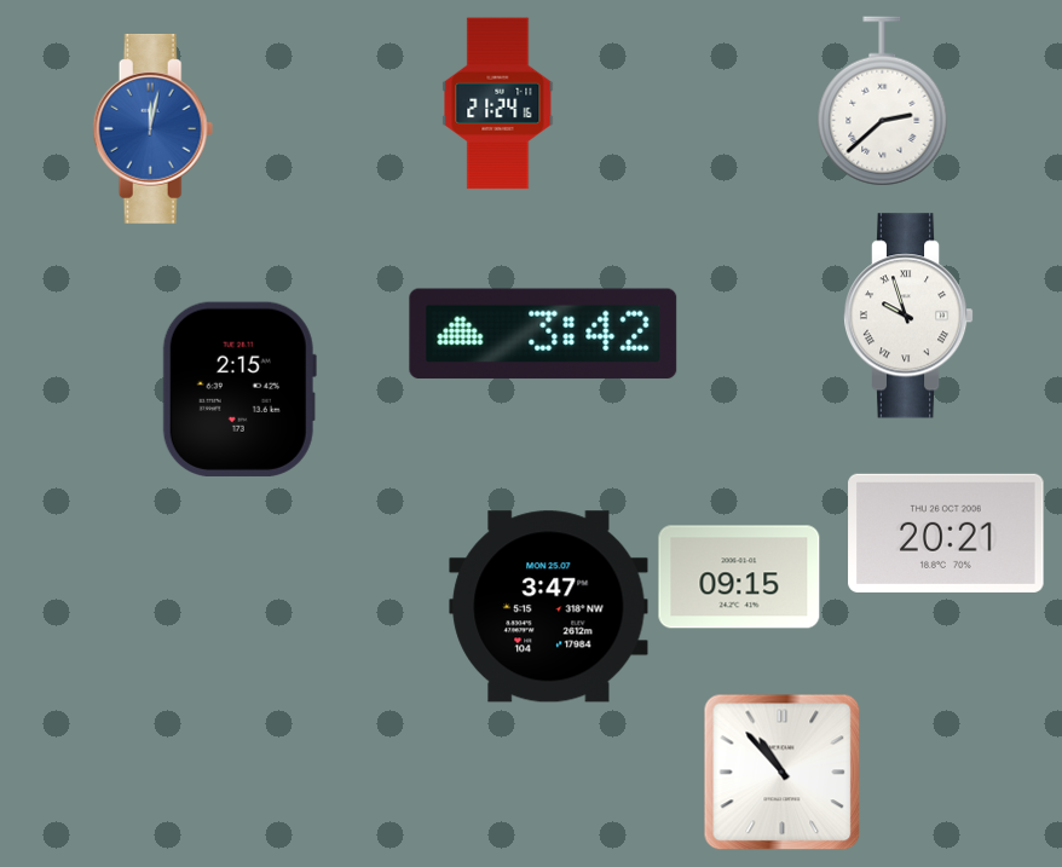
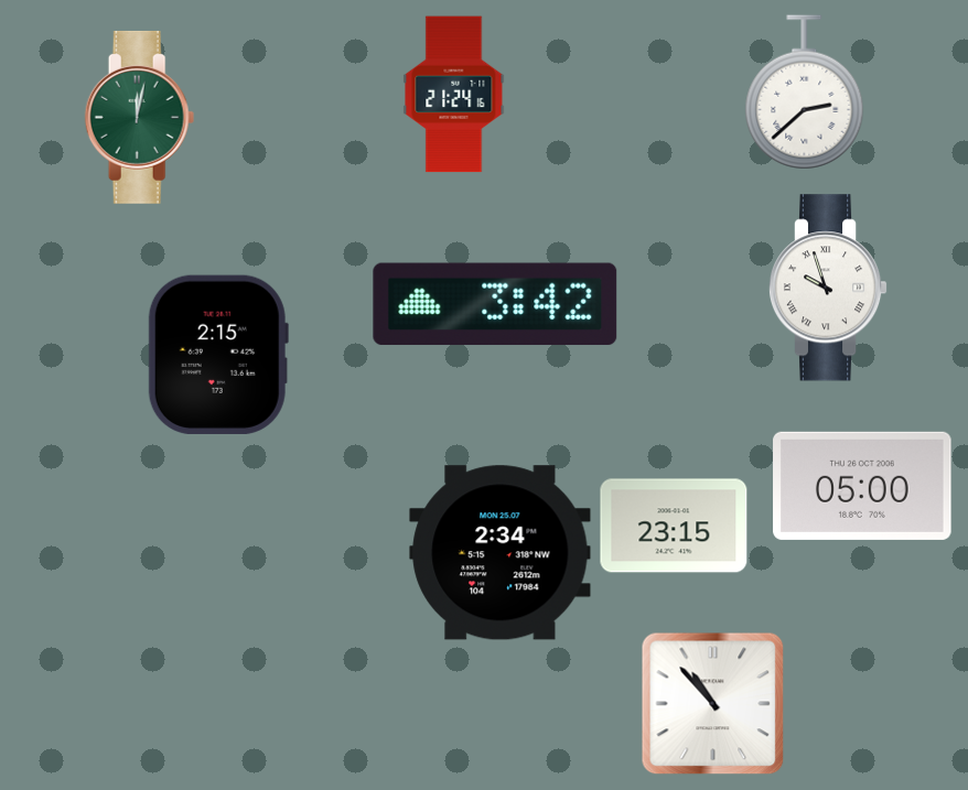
clock at (154, 128) dial: blue -> green
clock at (946, 533): 20:21 -> 05:00
clock at (739, 577): 09:15 -> 23:15
clock at (549, 607): 3:47 -> 2:34
